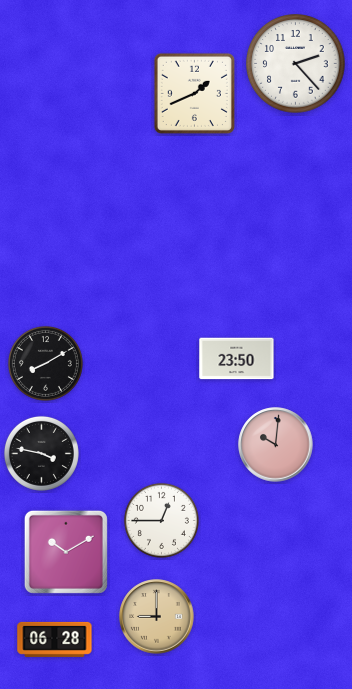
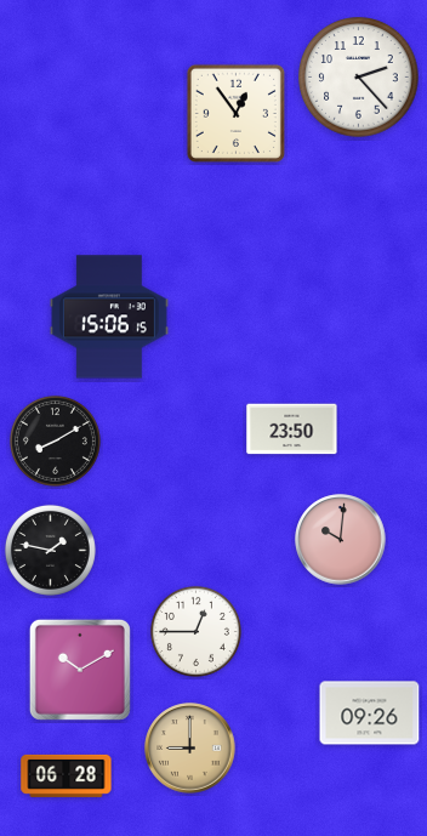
clock at (194, 93): 1:41 -> 12:54
clock at (109, 317): none -> 15:06
clock at (237, 359) position: (237, 359) -> (292, 430)
clock at (276, 445) position: (276, 445) -> (341, 540)
clock at (41, 453): 3:47 -> 1:47
clock at (370, 713): none -> 09:26
